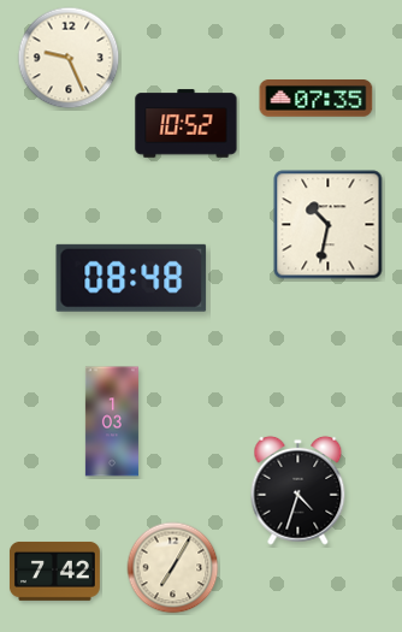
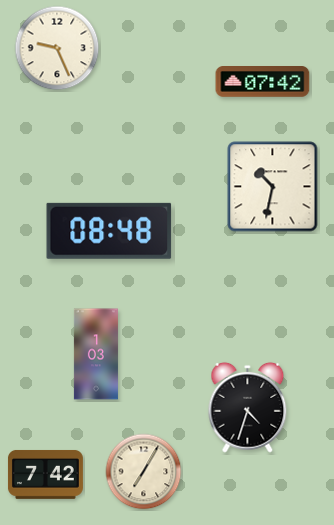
clock at (317, 99): 07:35 -> 07:42
clock at (187, 124): 10:52 -> none
clock at (112, 421) position: (112, 421) -> (96, 354)
